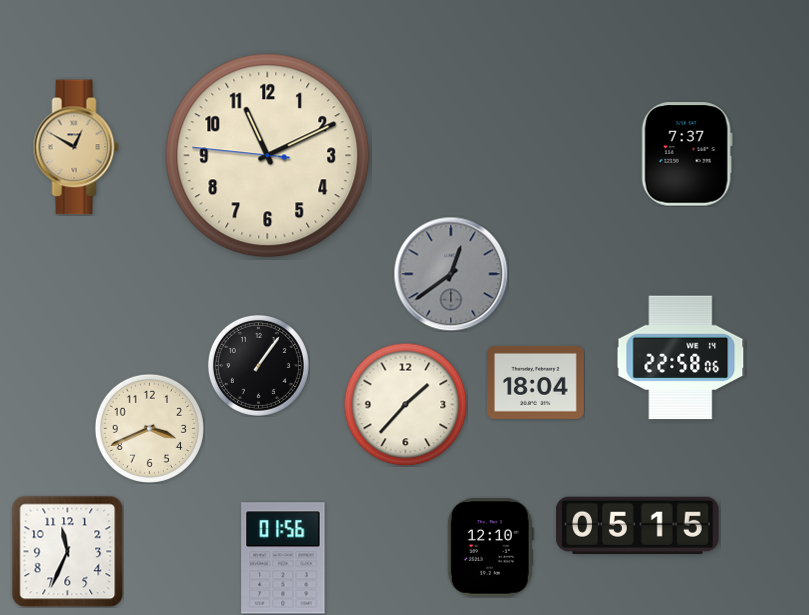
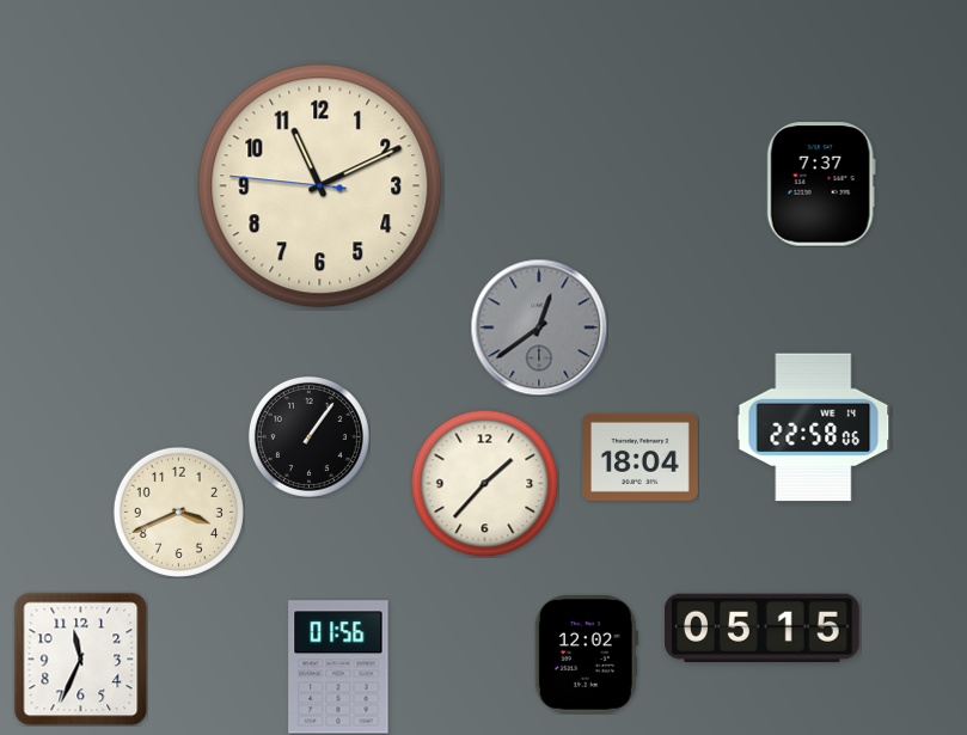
clock at (76, 147): 12:50 -> none
clock at (490, 548): 12:10 -> 12:02
